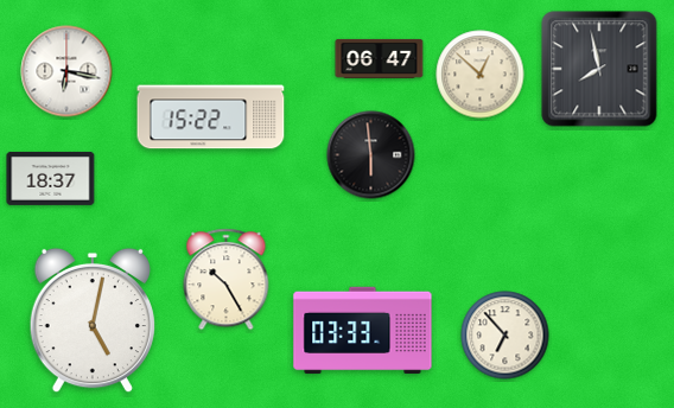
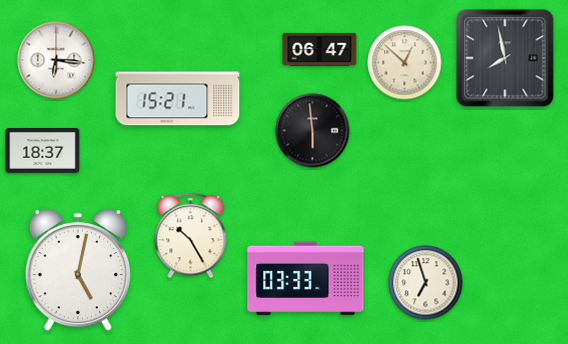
clock at (66, 71): 6:17 -> 6:16
clock at (211, 117): 15:22 -> 15:21
clock at (506, 336): 6:53 -> 6:57
